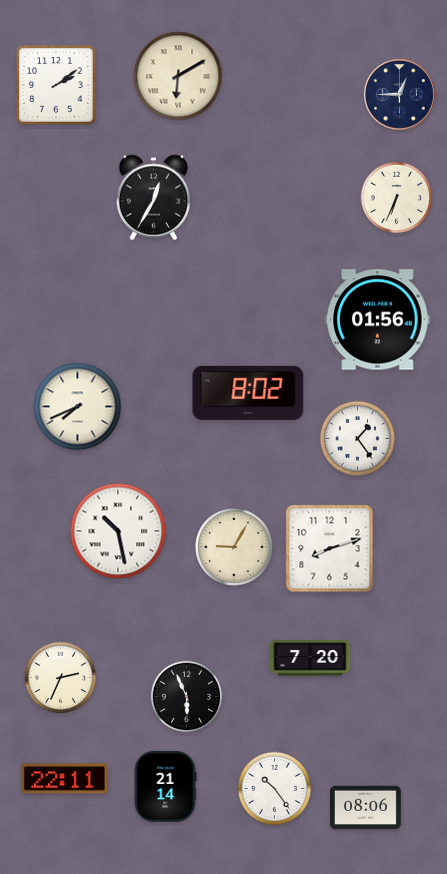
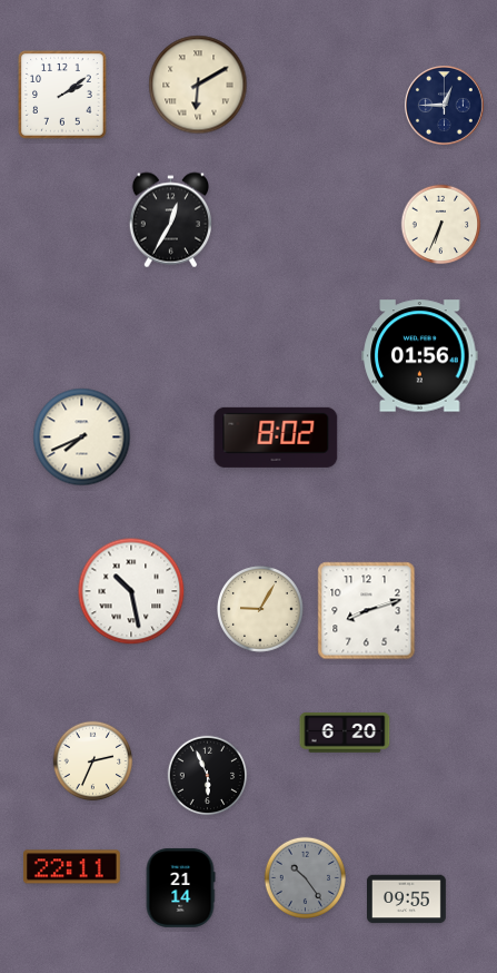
clock at (397, 198) position: (397, 198) -> (441, 225)
clock at (78, 407) position: (78, 407) -> (82, 438)
clock at (357, 438): 1:24 -> none
clock at (310, 658): 7:20 -> 6:20
clock at (61, 678) position: (61, 678) -> (93, 761)
clock at (165, 787) position: (165, 787) -> (180, 888)
clock at (274, 788) dial: white -> grey
clock at (366, 808): 08:06 -> 09:55
